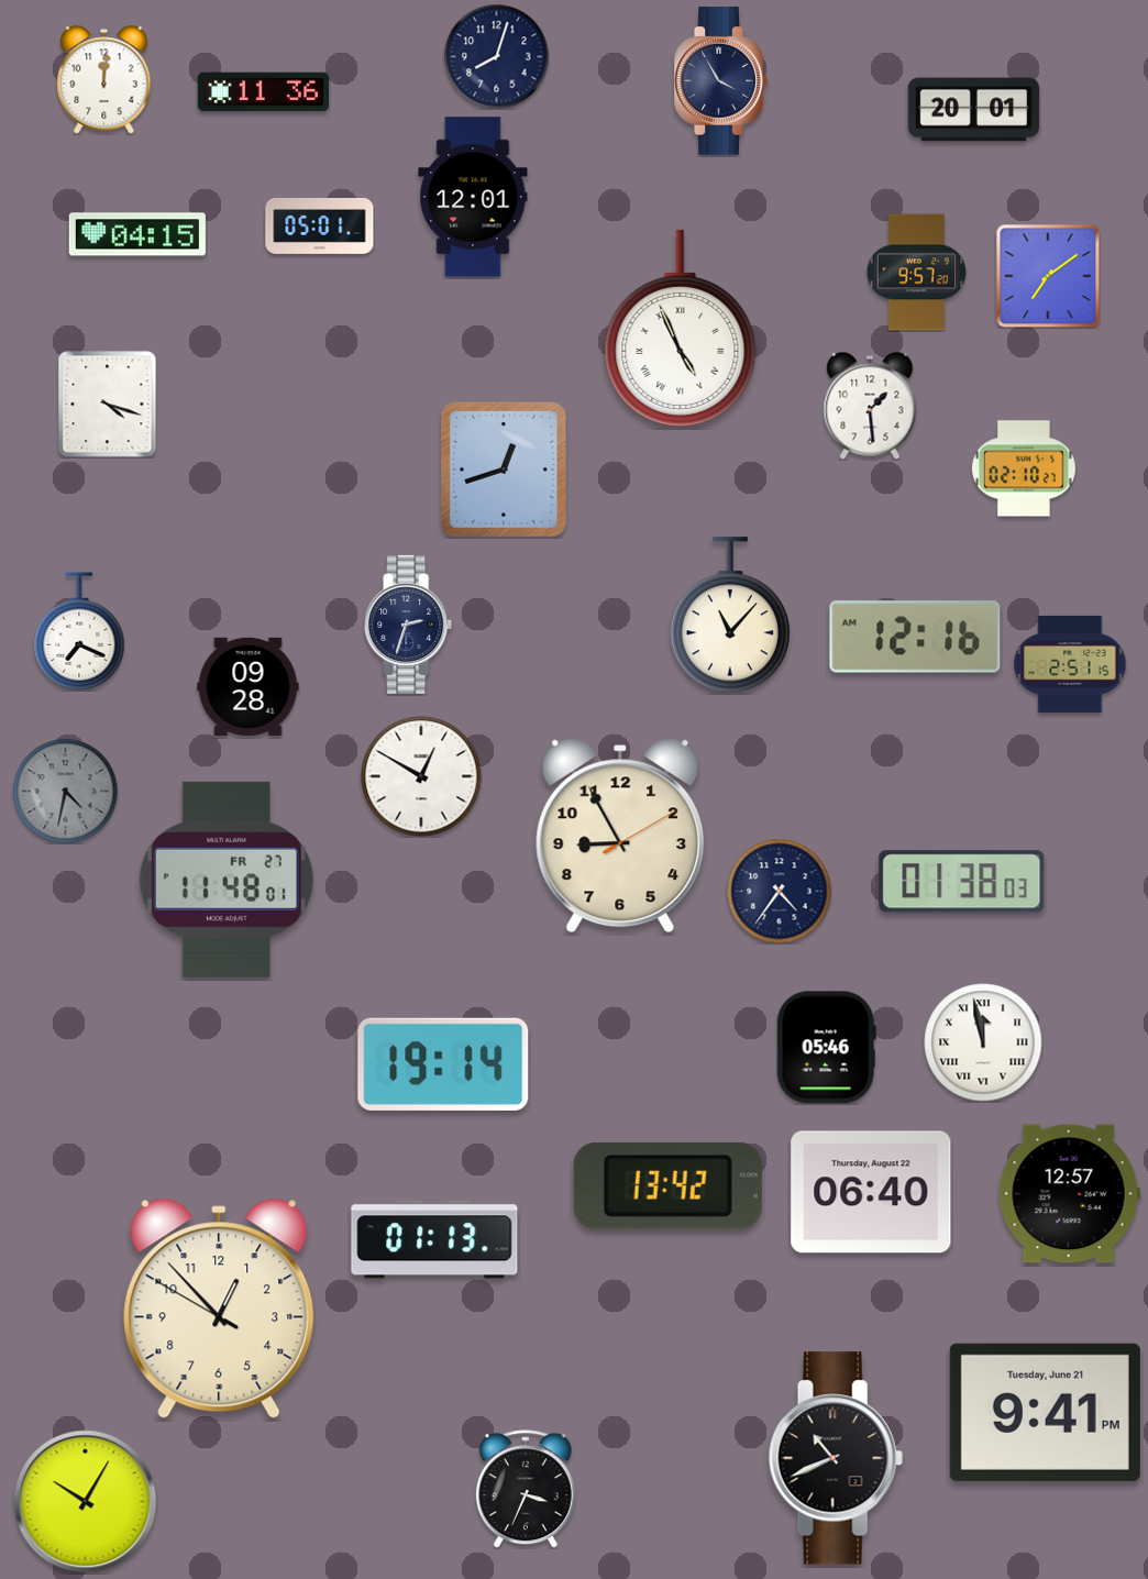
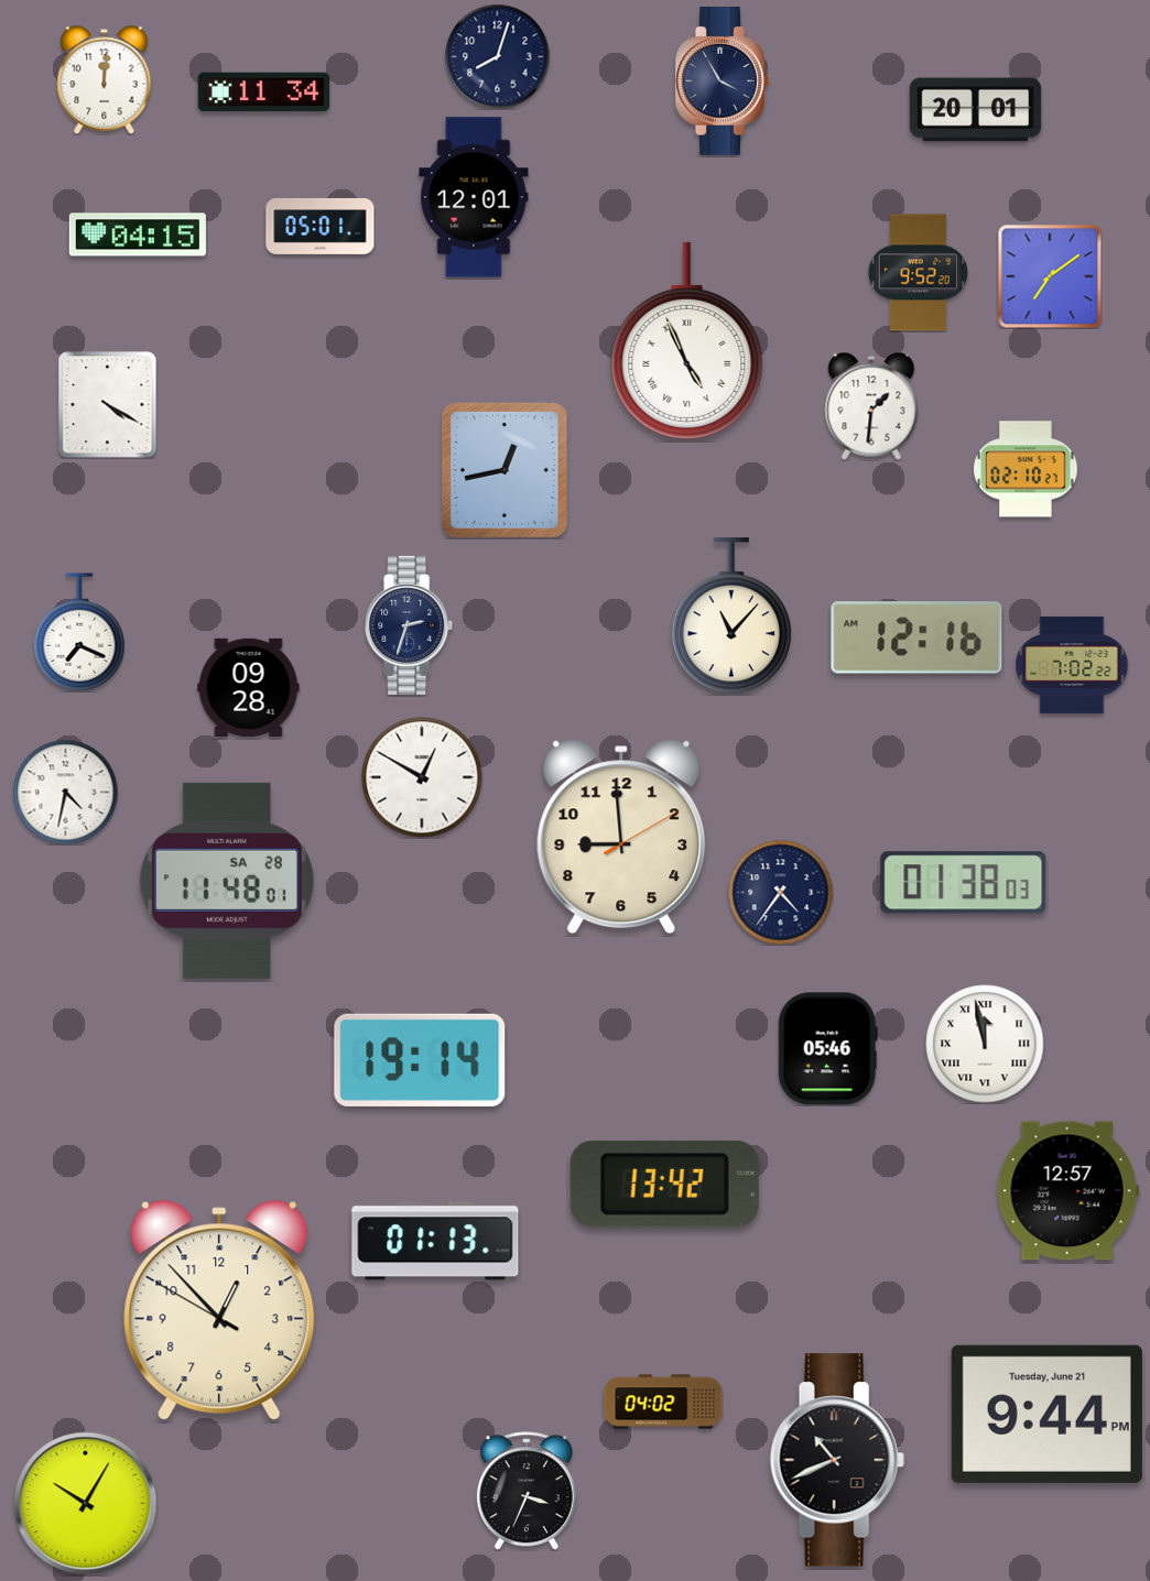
clock at (264, 92): 11:36 -> 11:34
clock at (916, 273): 9:57 -> 9:52
clock at (681, 328) position: (681, 328) -> (687, 340)
clock at (108, 405): 4:18 -> 4:20
clock at (870, 406): 1:29 -> 1:31
clock at (505, 471): 12:42 -> 12:43
clock at (1070, 664): 2:51 -> 7:02
clock at (65, 791) dial: grey -> white
clock at (620, 836): 8:55 -> 8:59
clock at (227, 880) date: FR 27 -> SA 28
clock at (443, 1064) position: (443, 1064) -> (420, 1060)
clock at (667, 1185) position: (667, 1185) -> (664, 1184)
clock at (871, 1192): 06:40 -> none
clock at (1069, 1194) position: (1069, 1194) -> (1067, 1191)
clock at (663, 1402): none -> 04:02
clock at (1045, 1412): 9:41 -> 9:44
